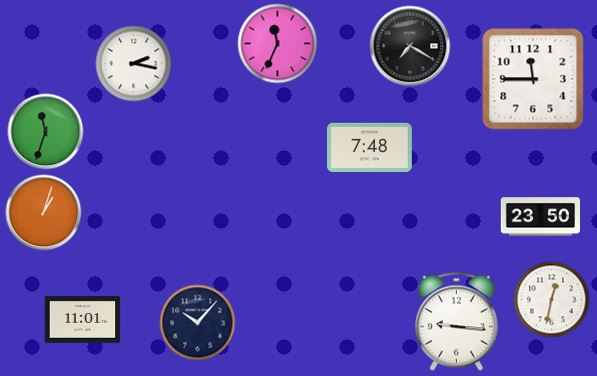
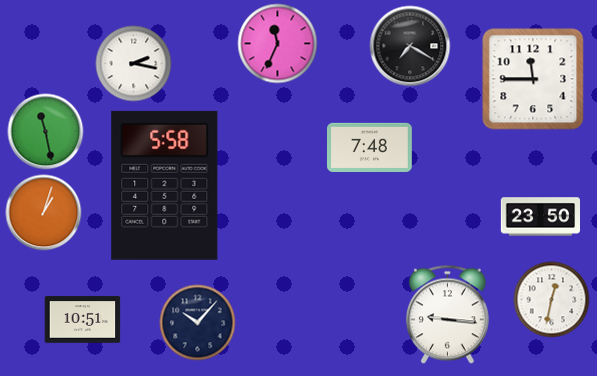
clock at (46, 132): 11:33 -> 11:28
clock at (165, 185): none -> 5:58
clock at (83, 320): 11:01 -> 10:51
clock at (456, 322) position: (456, 322) -> (447, 315)
